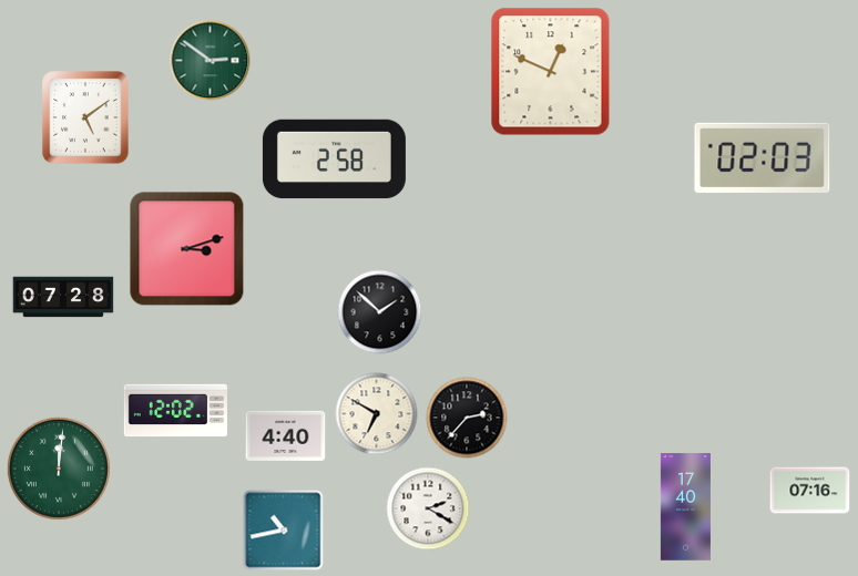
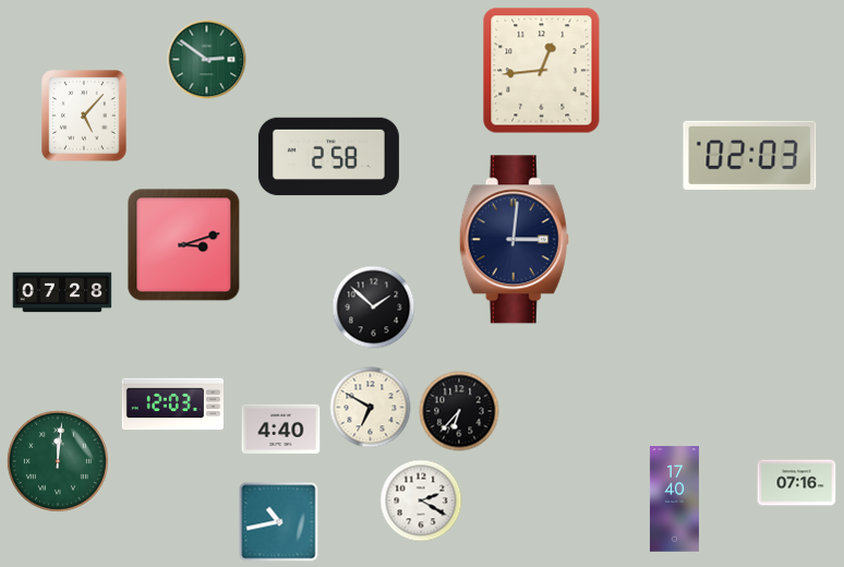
clock at (551, 72): 12:49 -> 12:44
clock at (85, 117): 5:09 -> 5:07
clock at (514, 240): none -> 3:01
clock at (175, 411): 12:02 -> 12:03
clock at (467, 418): 2:37 -> 6:37
